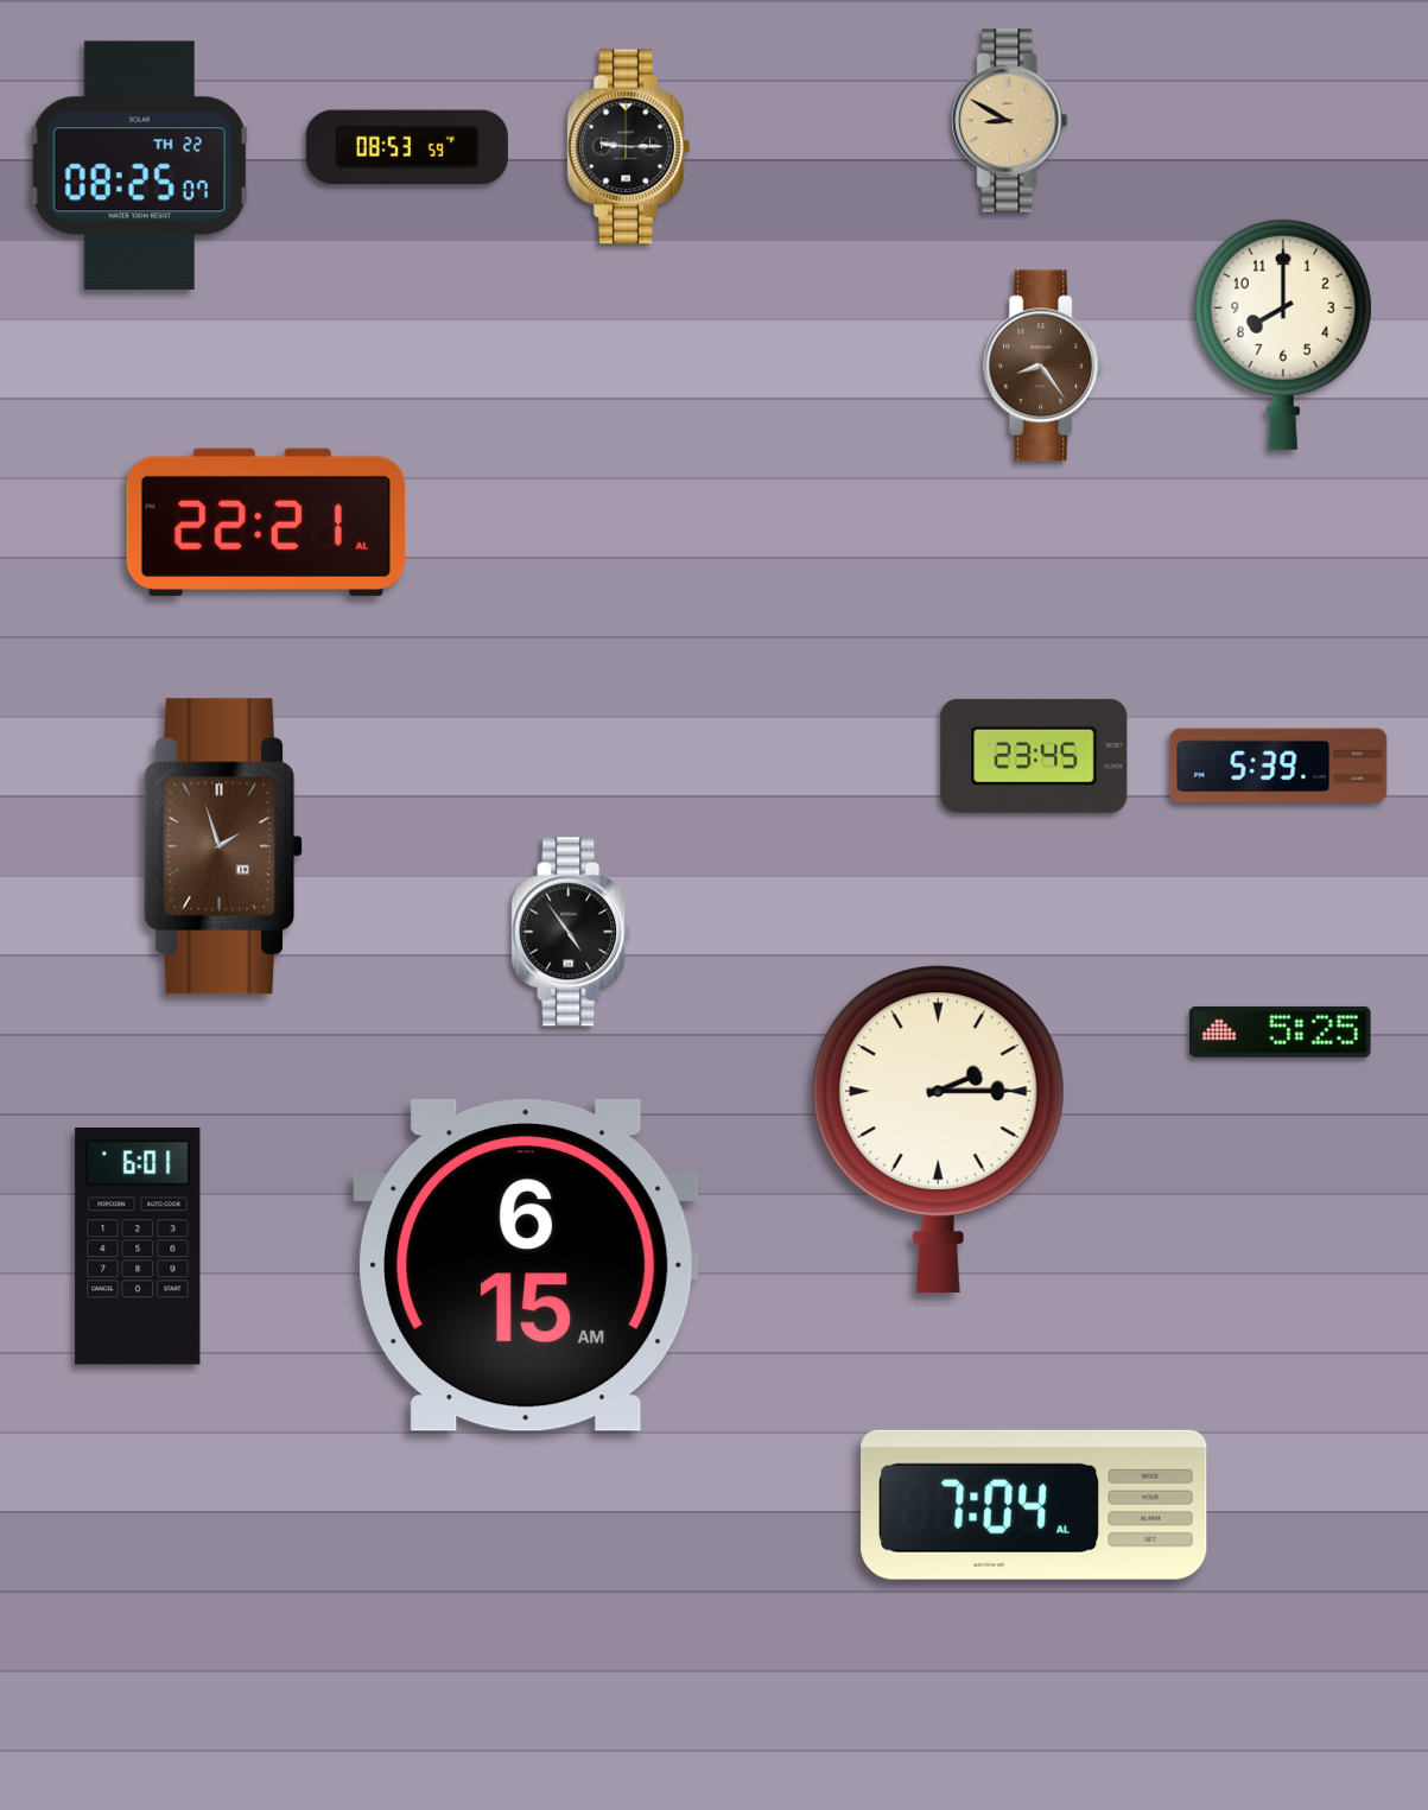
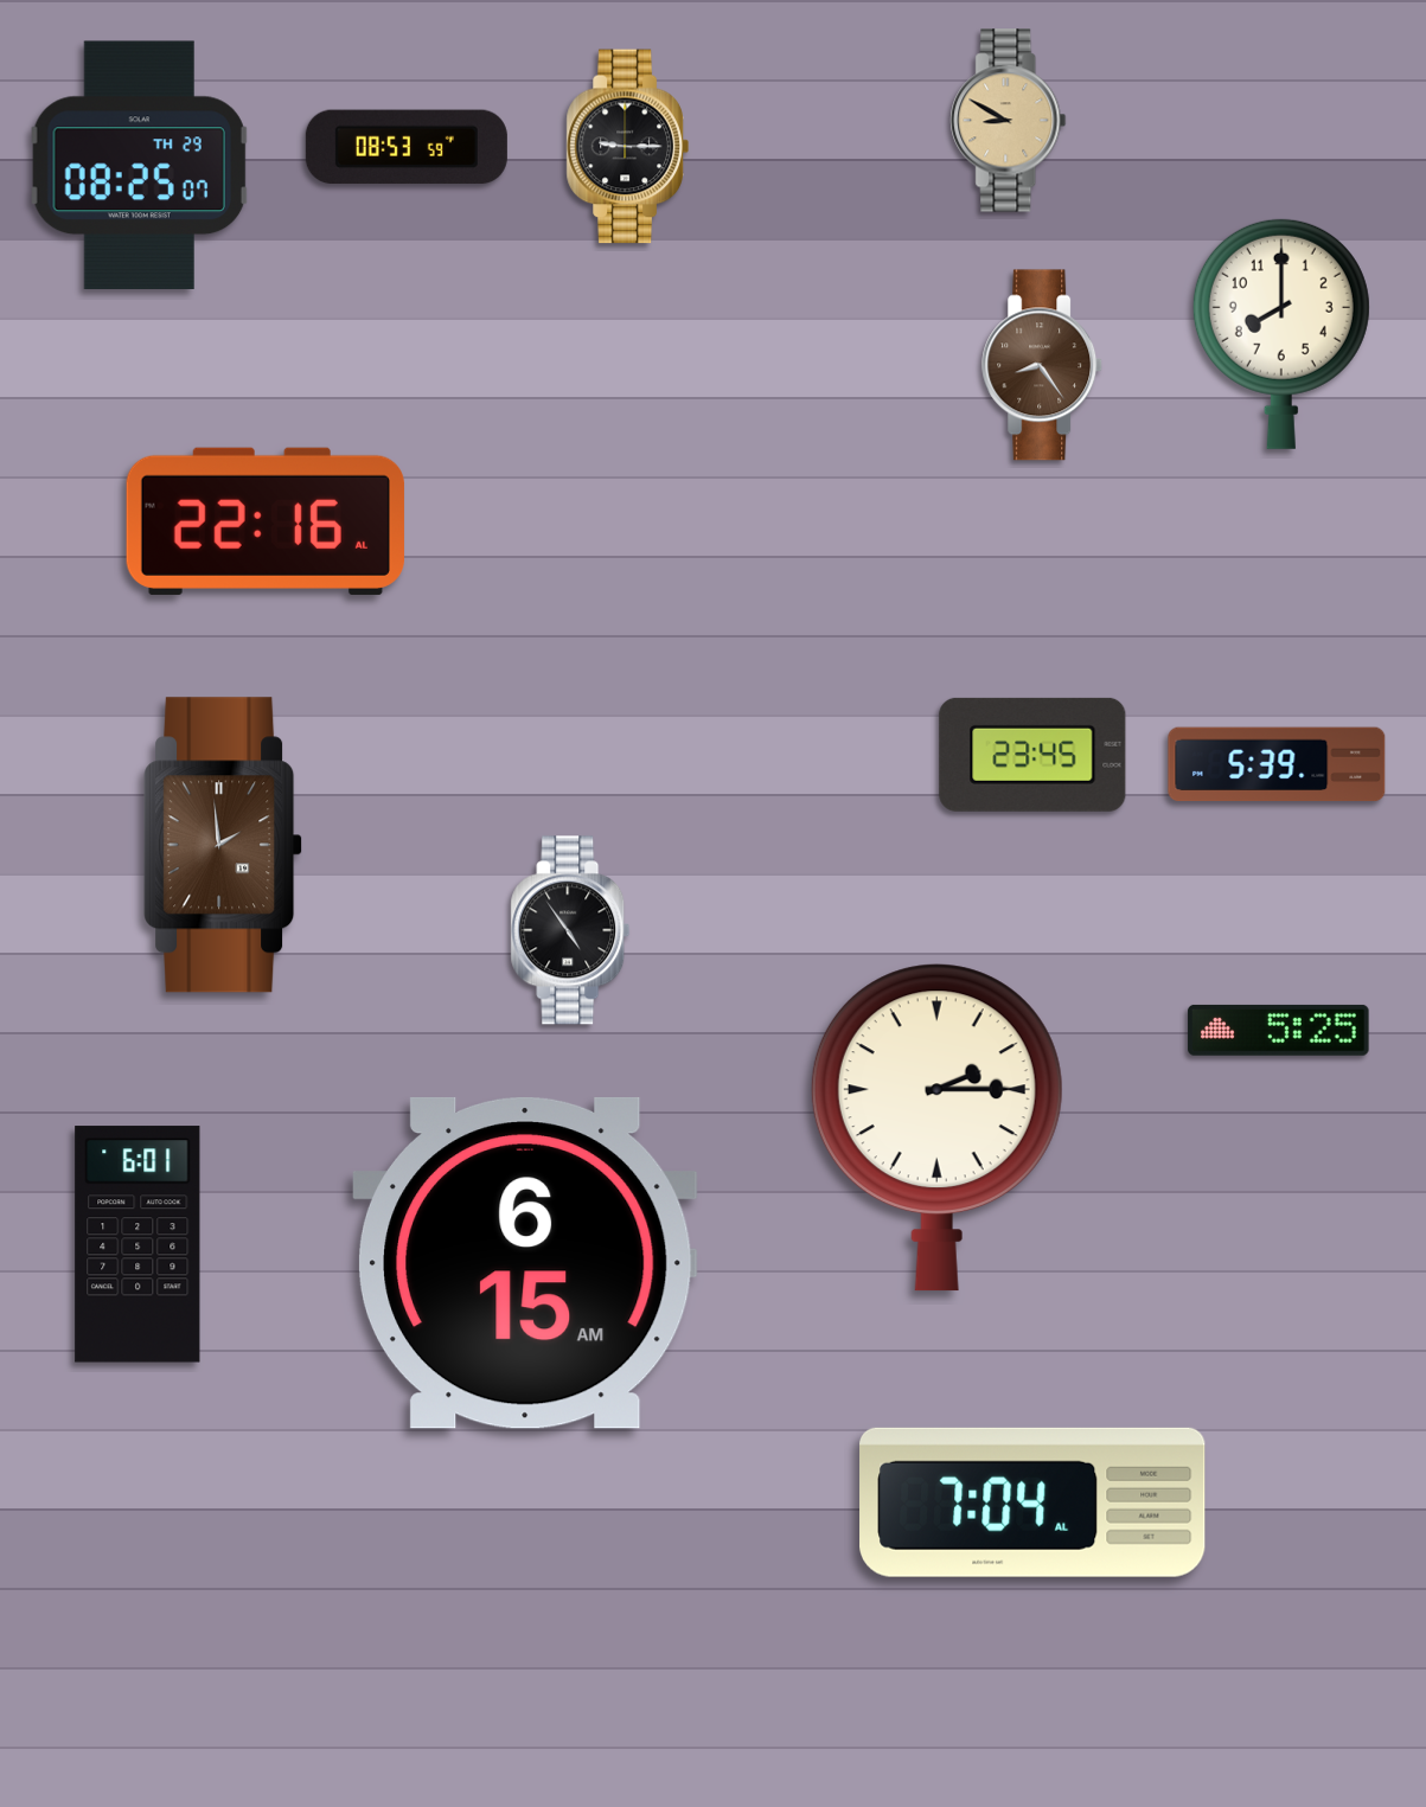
clock at (139, 165) date: TH 22 -> TH 29
clock at (266, 522): 22:21 -> 22:16
clock at (224, 846): 1:57 -> 1:59
